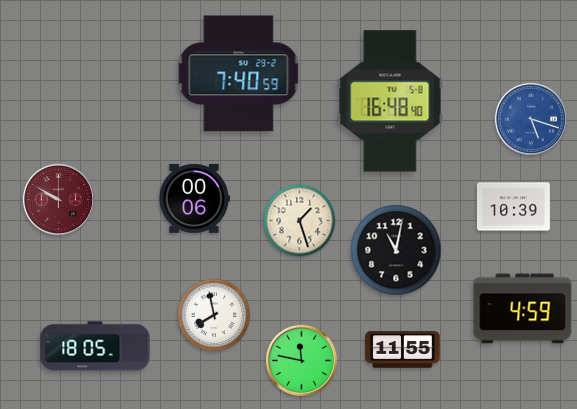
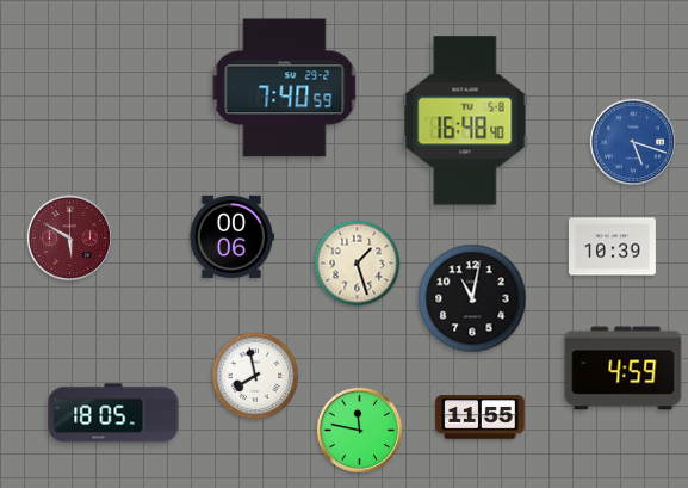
clock at (58, 199): 9:50 -> 5:50
